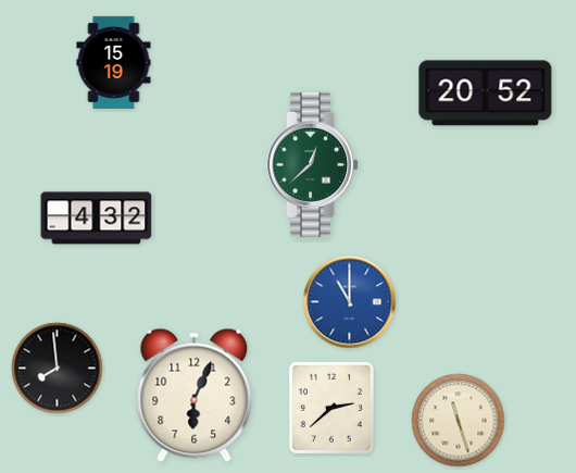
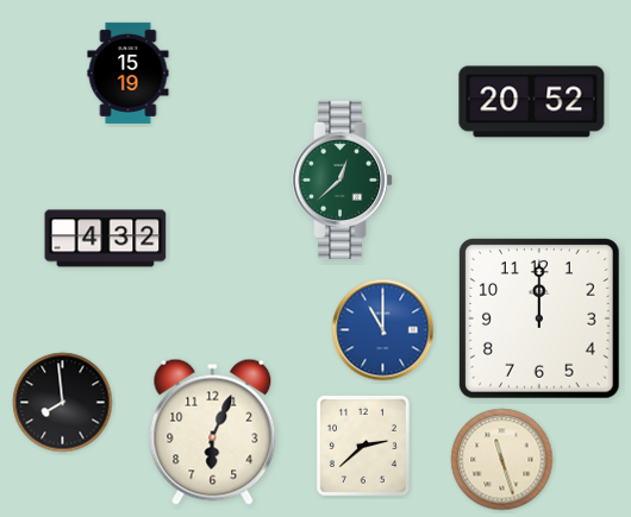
clock at (114, 62) position: (114, 62) -> (129, 72)
clock at (539, 319): none -> 12:00
